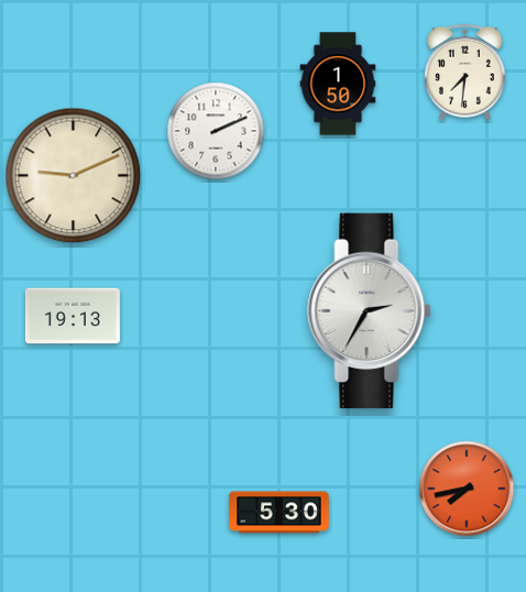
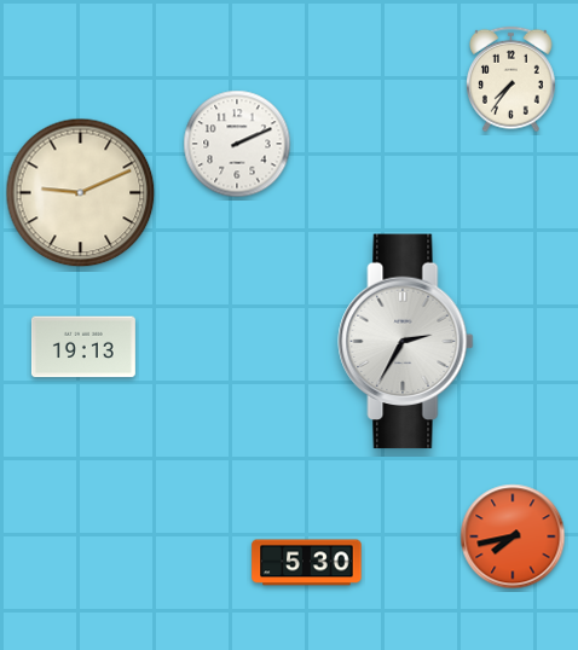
clock at (465, 73): 7:31 -> 7:36
clock at (338, 84): 1:50 -> none
clock at (73, 316) position: (73, 316) -> (83, 347)
